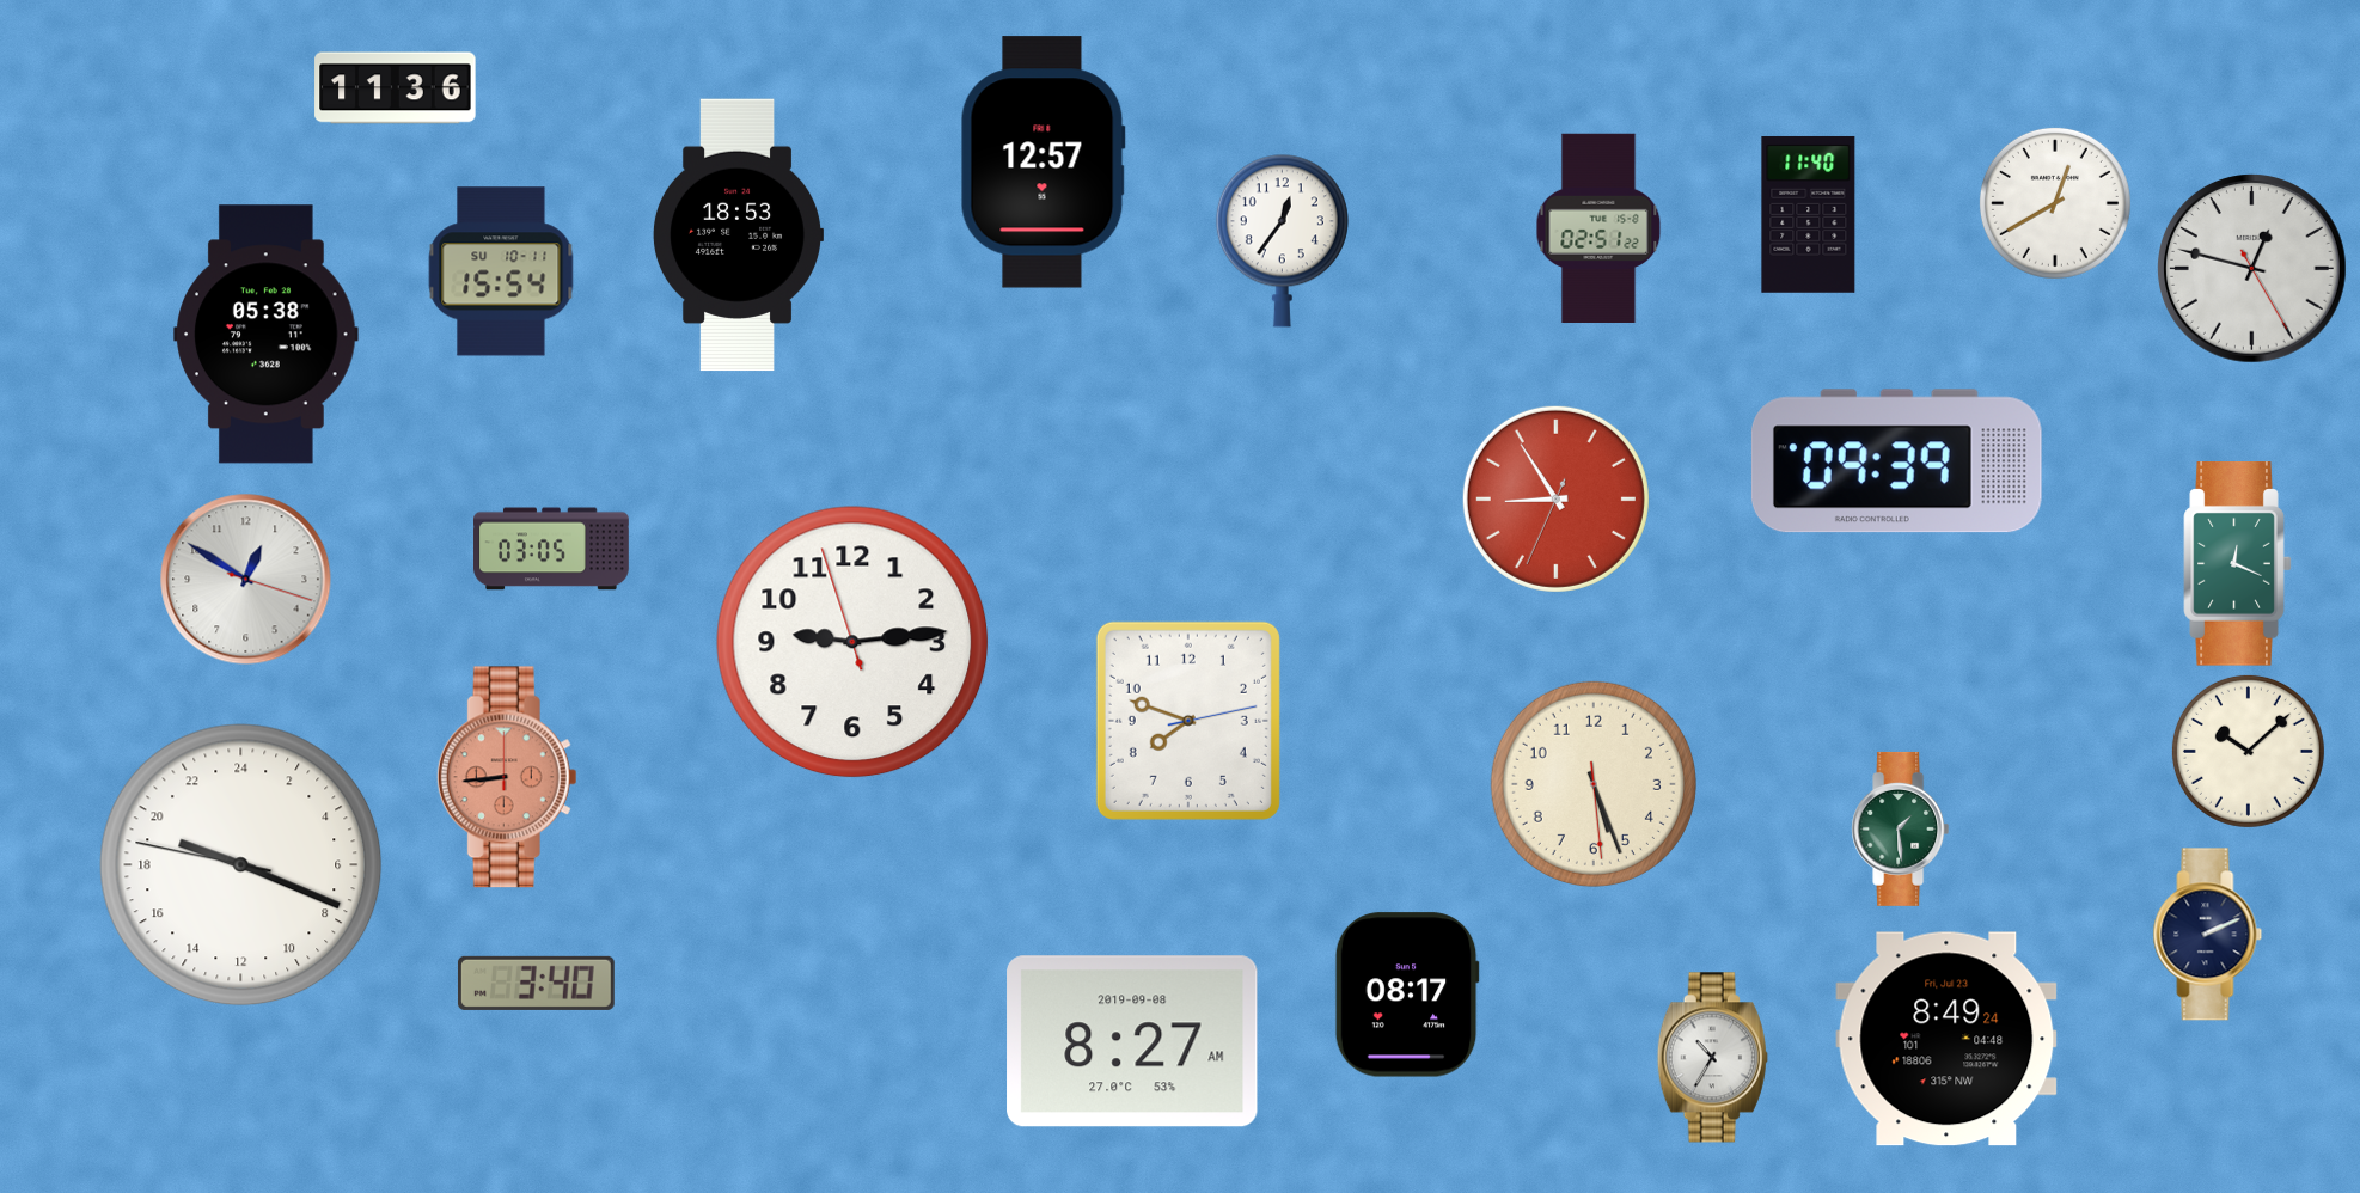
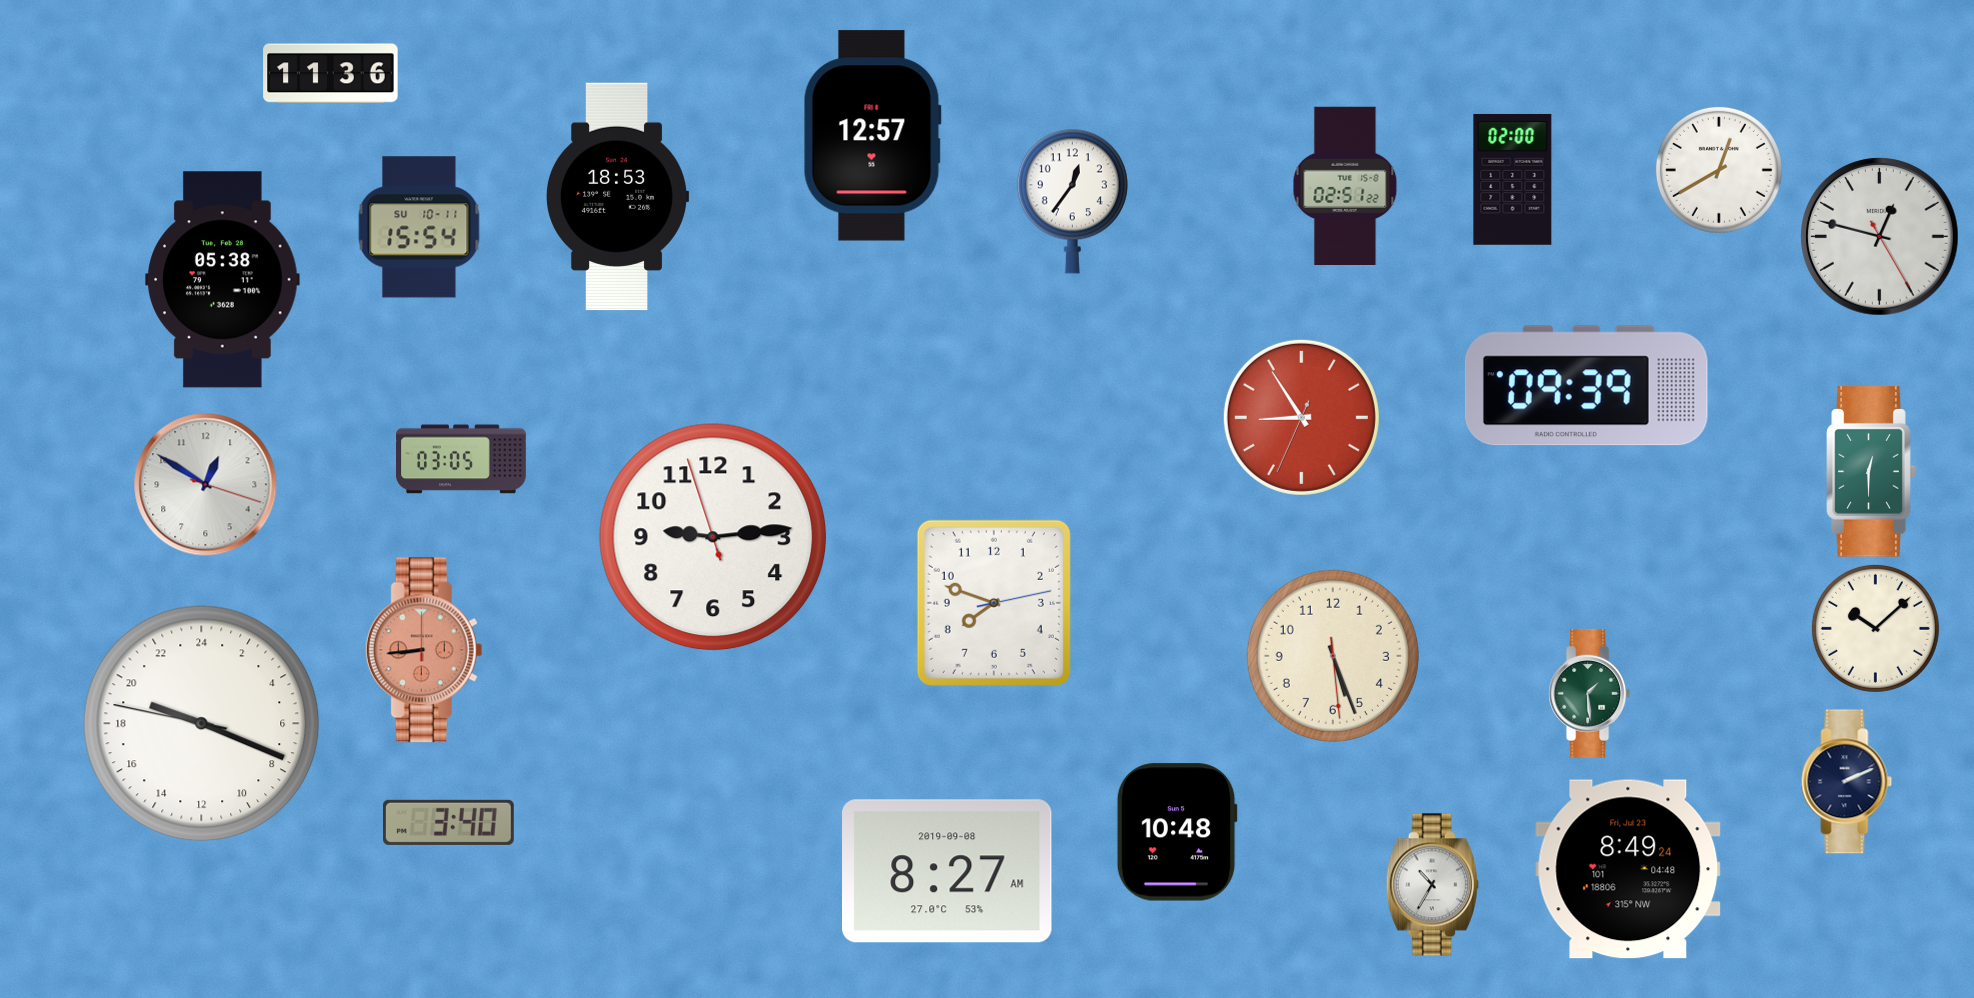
clock at (1809, 214): 11:40 -> 02:00
clock at (1598, 227) position: (1598, 227) -> (1345, 185)
clock at (2252, 269) position: (2252, 269) -> (1880, 237)
clock at (2238, 564): 12:19 -> 12:30
clock at (2248, 751) position: (2248, 751) -> (1875, 628)
clock at (1407, 995): 08:17 -> 10:48
